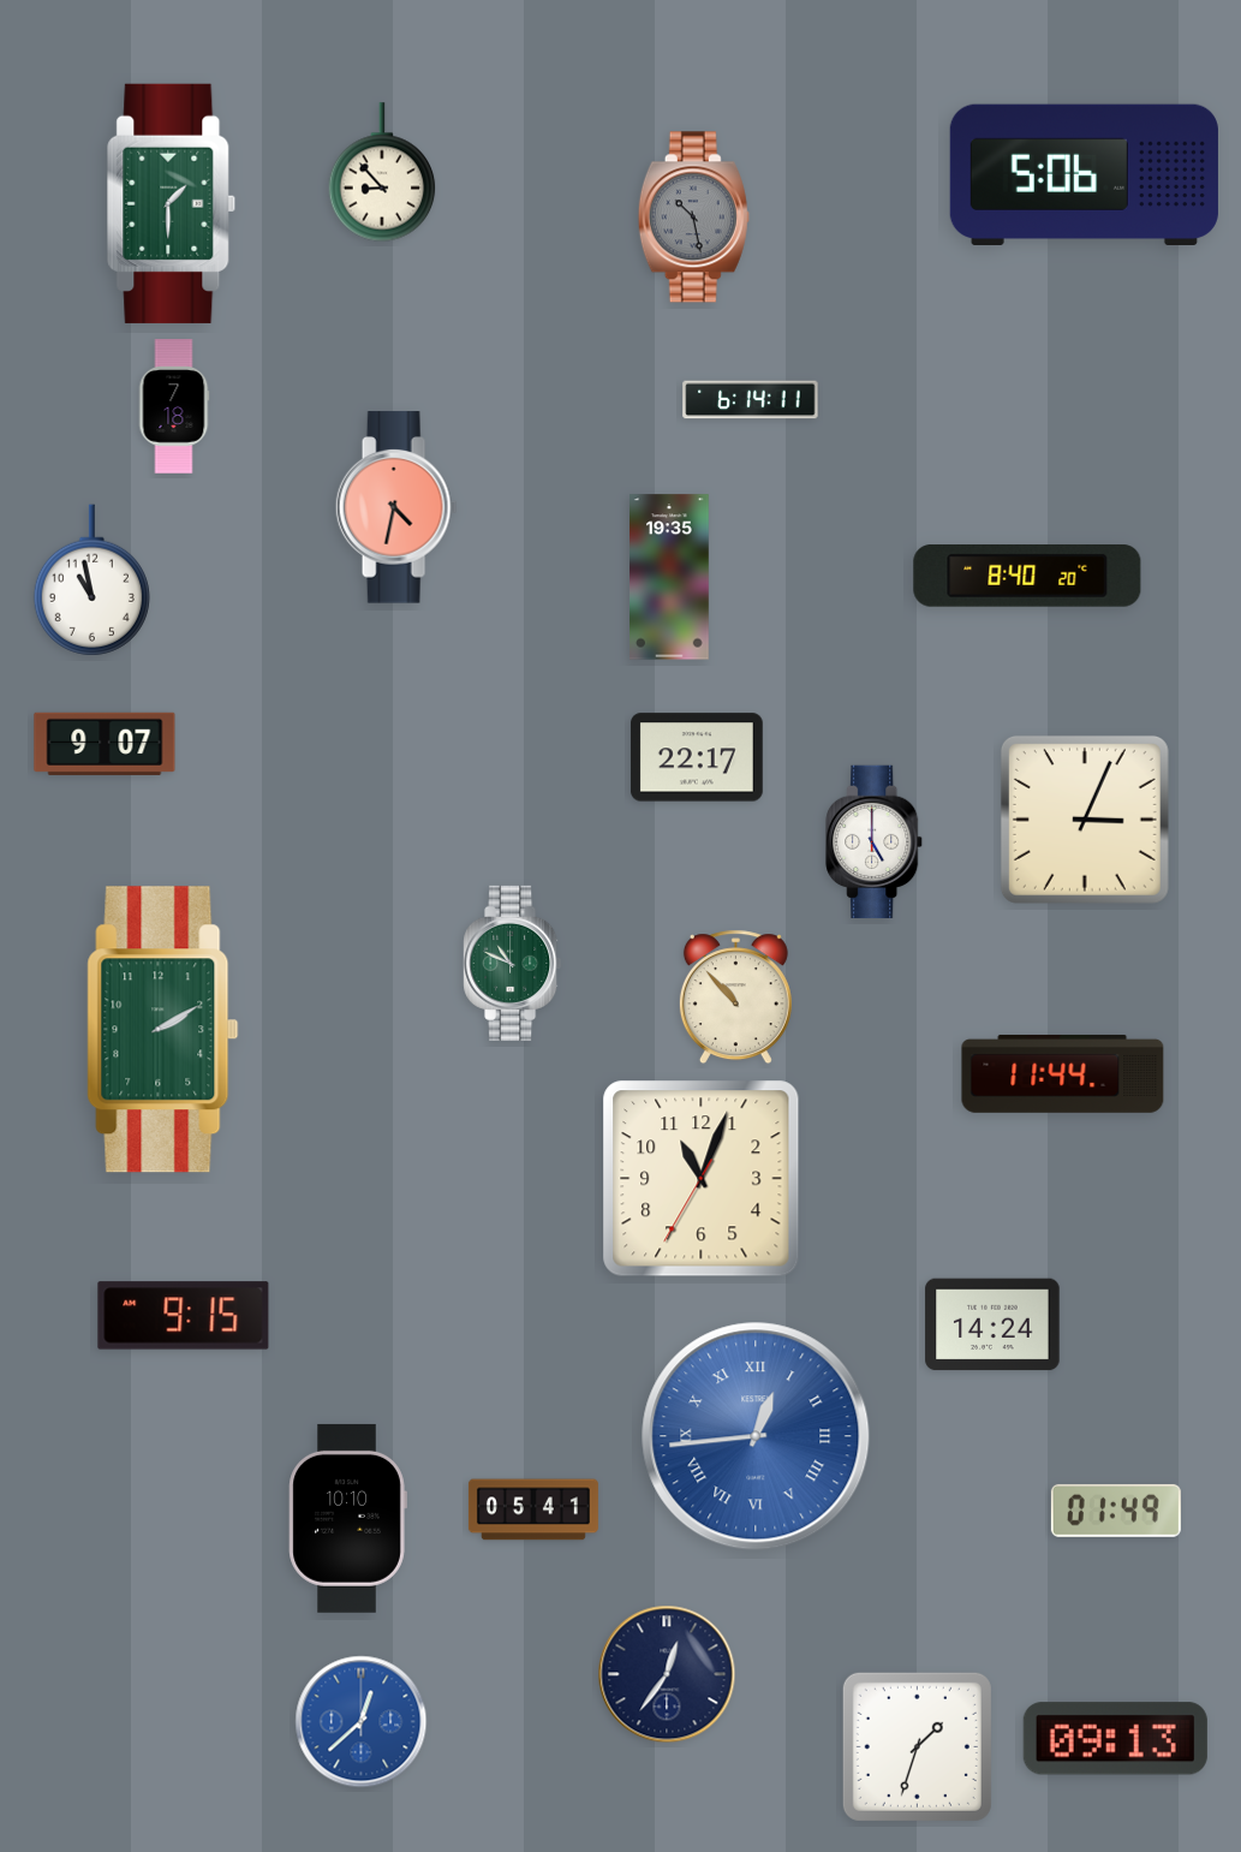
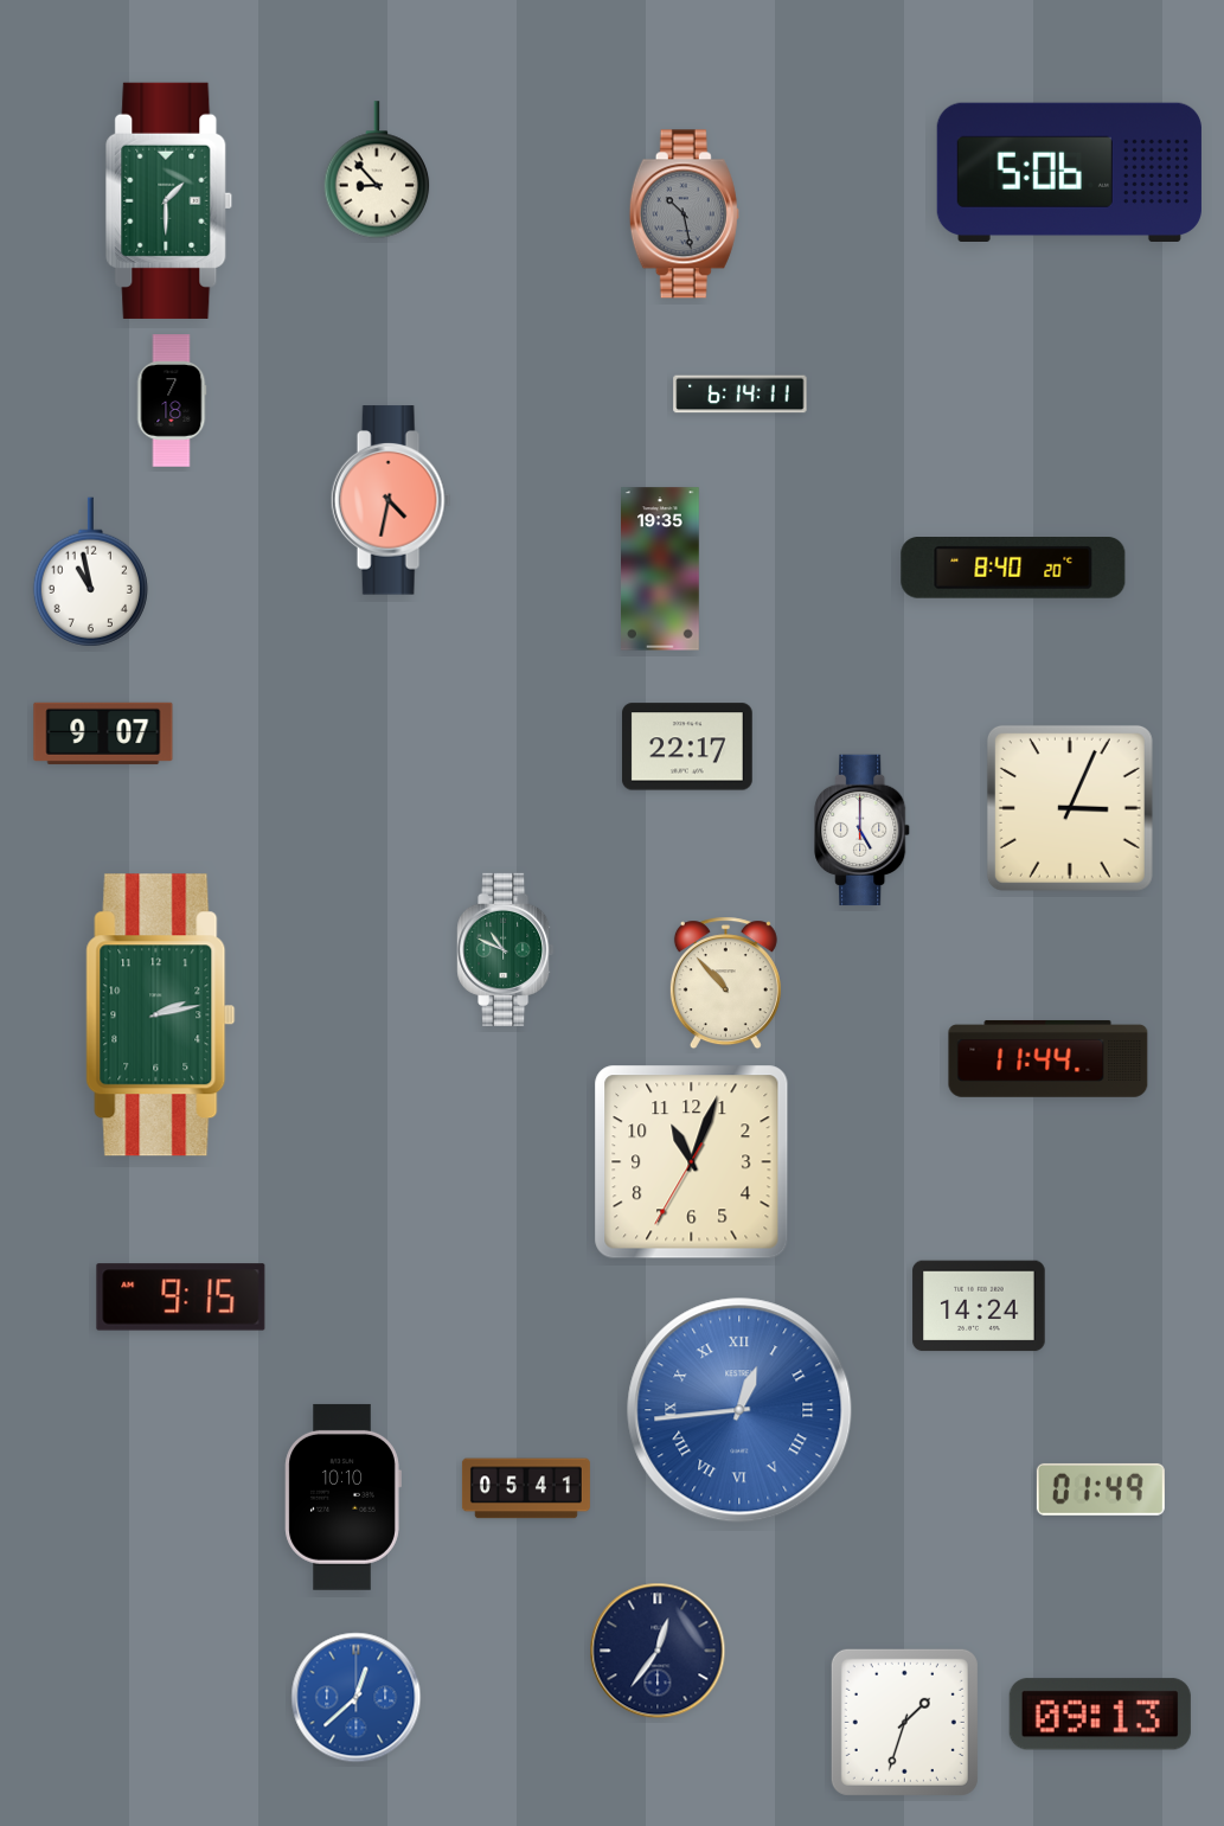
clock at (163, 1030): 2:10 -> 2:13
clock at (756, 1436) position: (756, 1436) -> (739, 1410)
